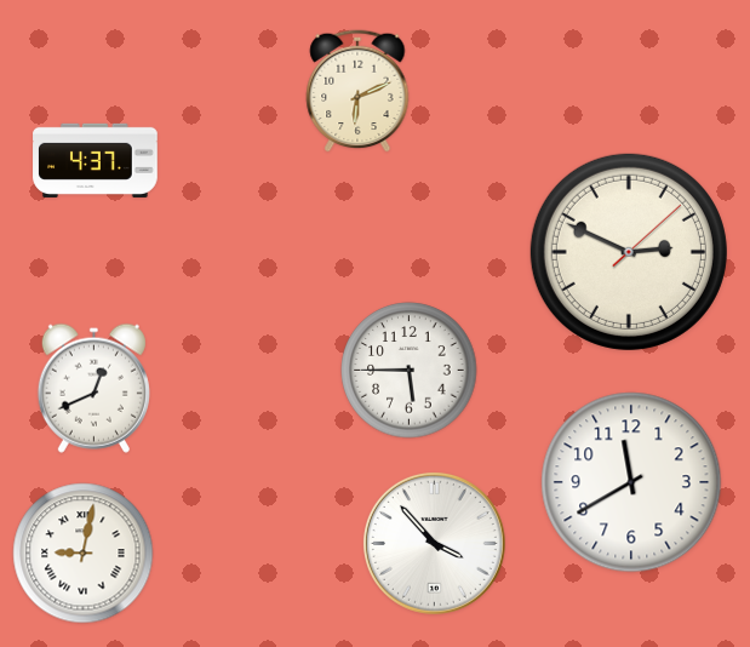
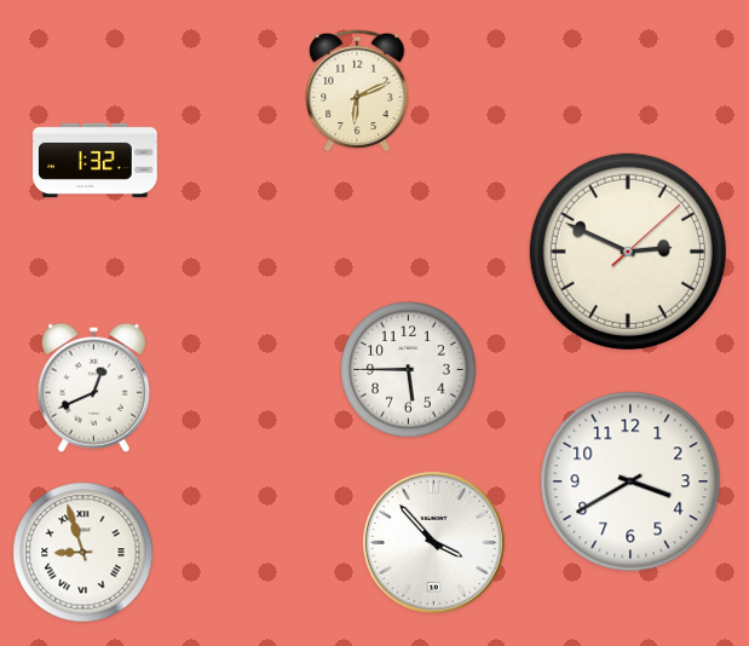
clock at (96, 160): 4:37 -> 1:32
clock at (631, 482): 11:40 -> 3:40
clock at (84, 554): 9:02 -> 8:57
